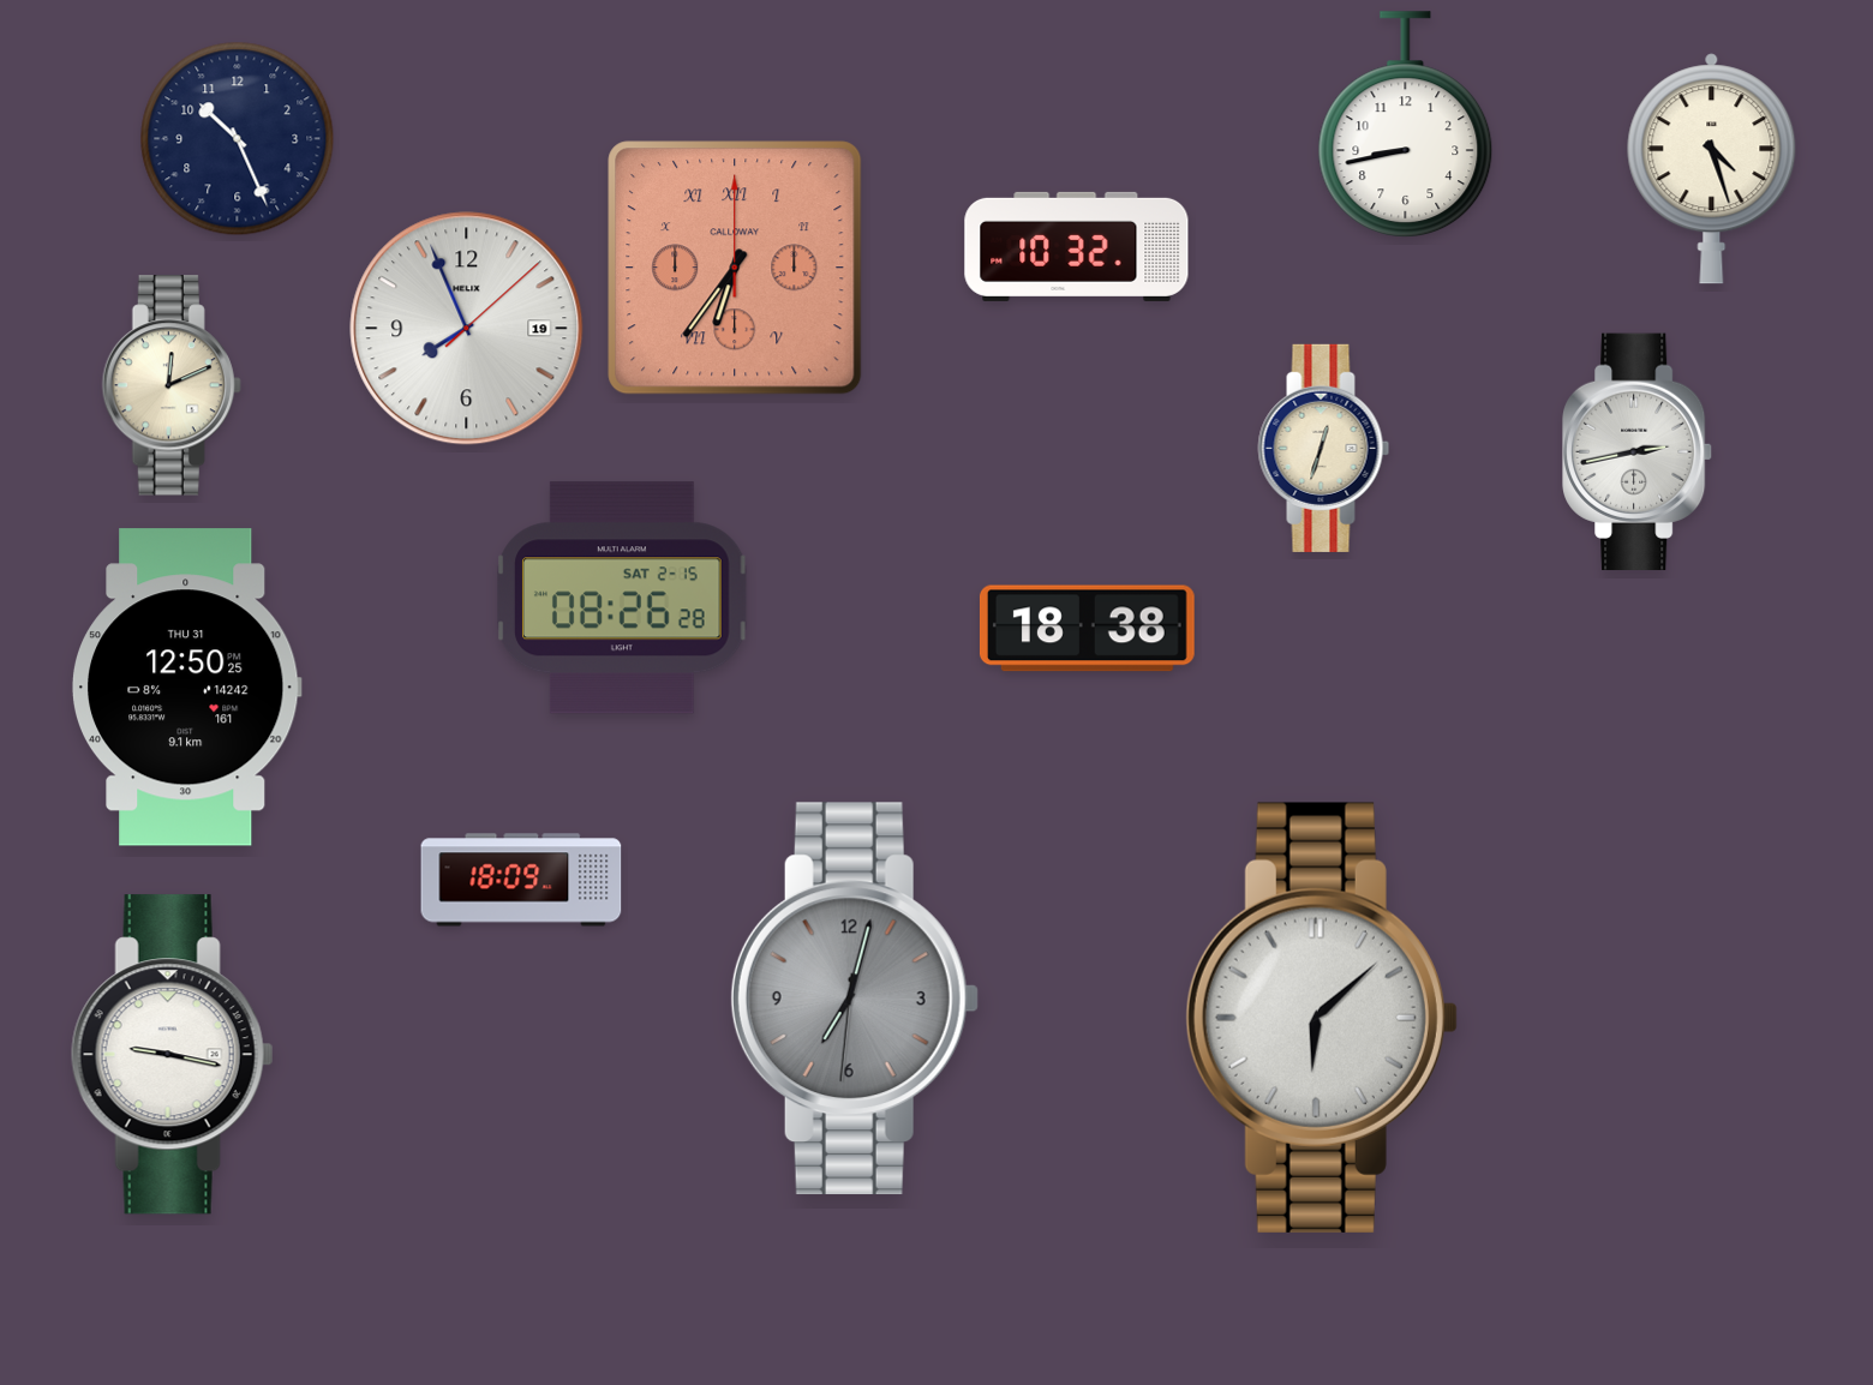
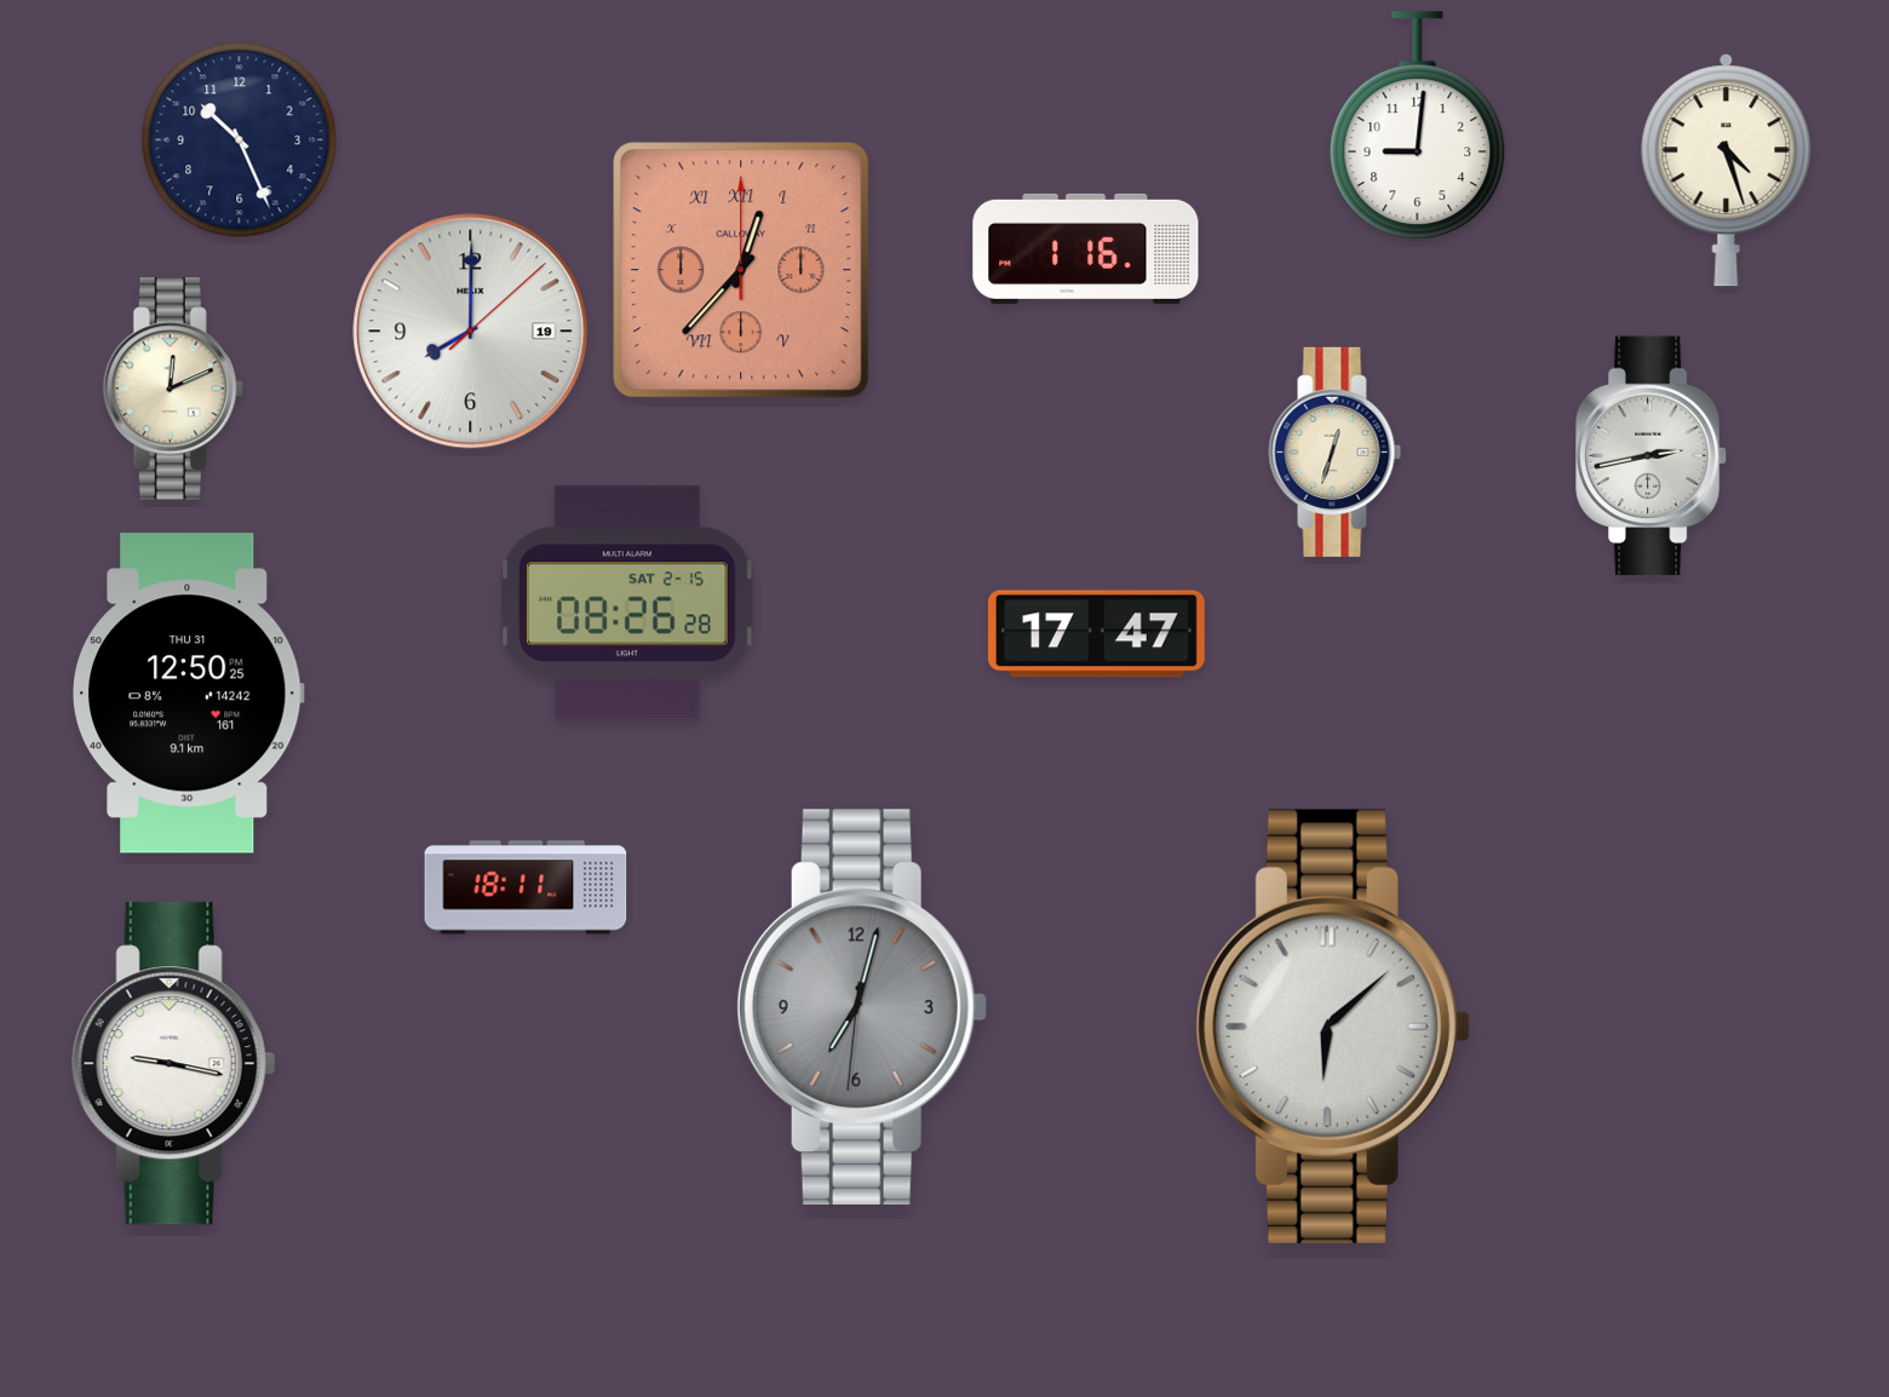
clock at (1406, 125): 8:43 -> 9:01
clock at (1077, 246): 10:32 -> 1:16
clock at (735, 268): 6:36 -> 12:37
clock at (467, 329): 7:56 -> 8:00
clock at (1087, 629): 18:38 -> 17:47
clock at (521, 880): 18:09 -> 18:11
